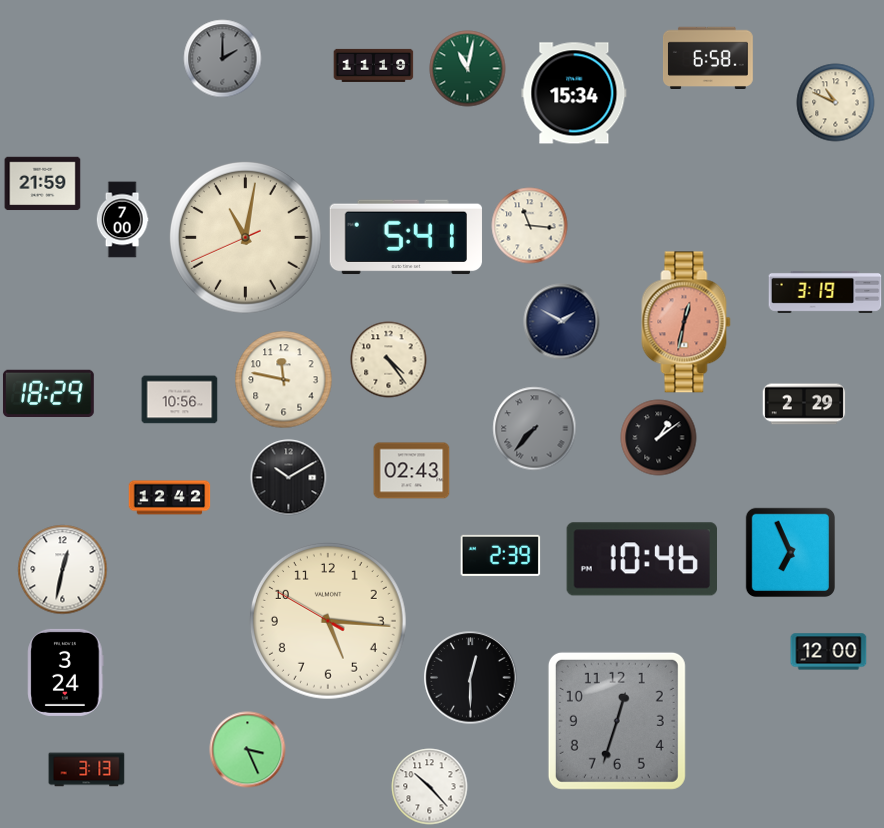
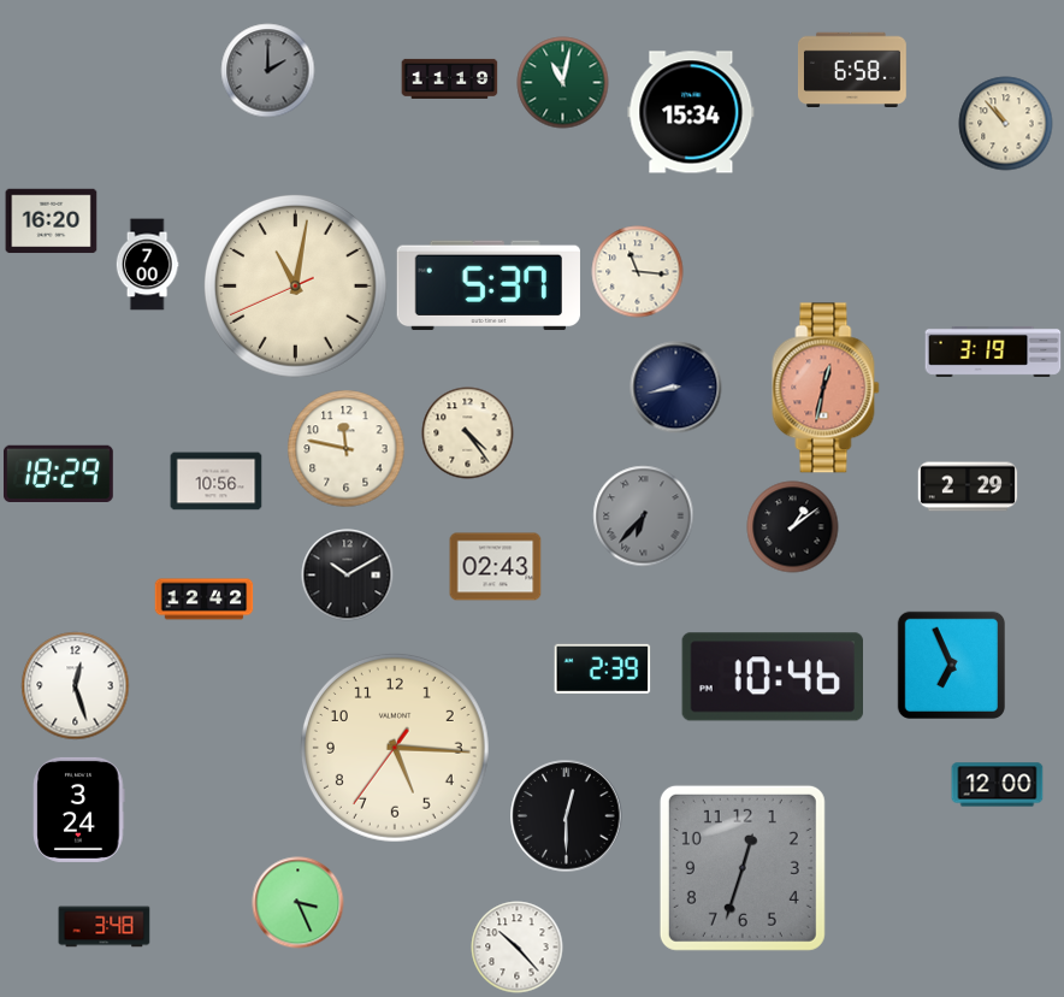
clock at (836, 103): 10:49 -> 10:53
clock at (43, 184): 21:59 -> 16:20
clock at (406, 237): 5:41 -> 5:37
clock at (562, 322): 1:50 -> 8:43
clock at (284, 380) position: (284, 380) -> (347, 449)
clock at (535, 429): 7:37 -> 6:37
clock at (641, 559) position: (641, 559) -> (772, 677)
clock at (63, 570): 12:32 -> 12:27
clock at (328, 621): 5:15:50 -> 5:15:36
clock at (87, 770): 3:13 -> 3:48
